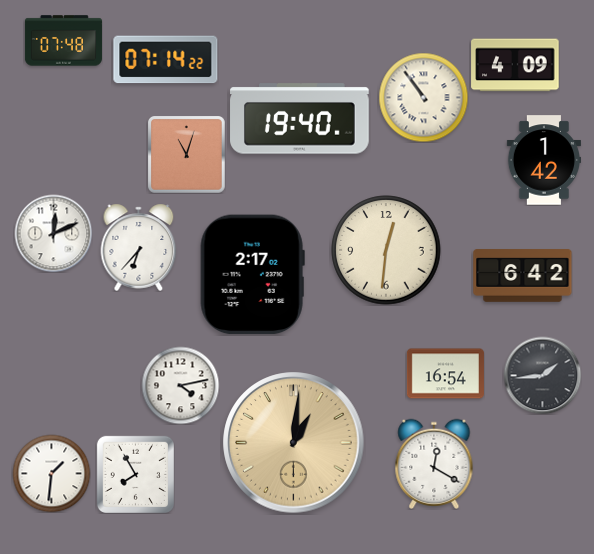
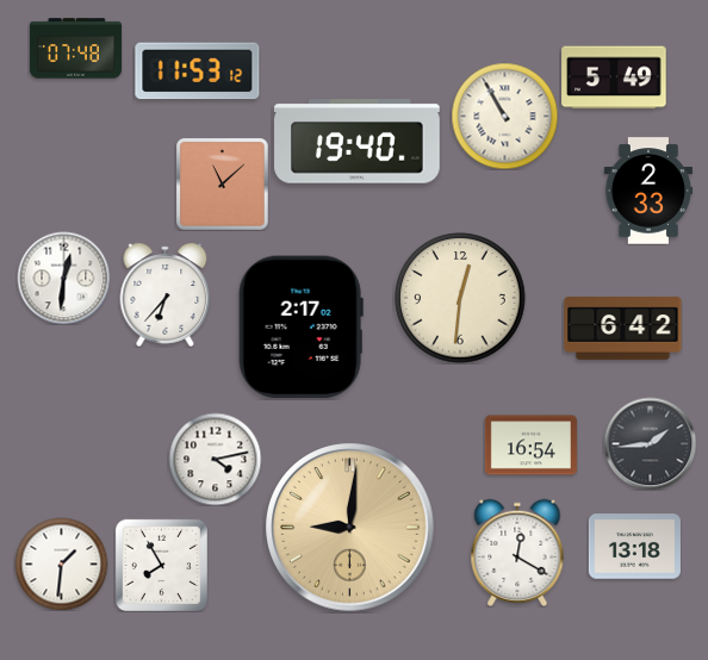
clock at (166, 60): 07:14 -> 11:53
clock at (515, 65): 4:09 -> 5:49
clock at (423, 97): 10:54 -> 10:55
clock at (187, 155): 11:03 -> 11:08
clock at (543, 160): 1:42 -> 2:33
clock at (53, 233): 12:11 -> 12:31
clock at (542, 375) position: (542, 375) -> (650, 443)
clock at (294, 443): 1:01 -> 9:01
clock at (634, 547): none -> 13:18
